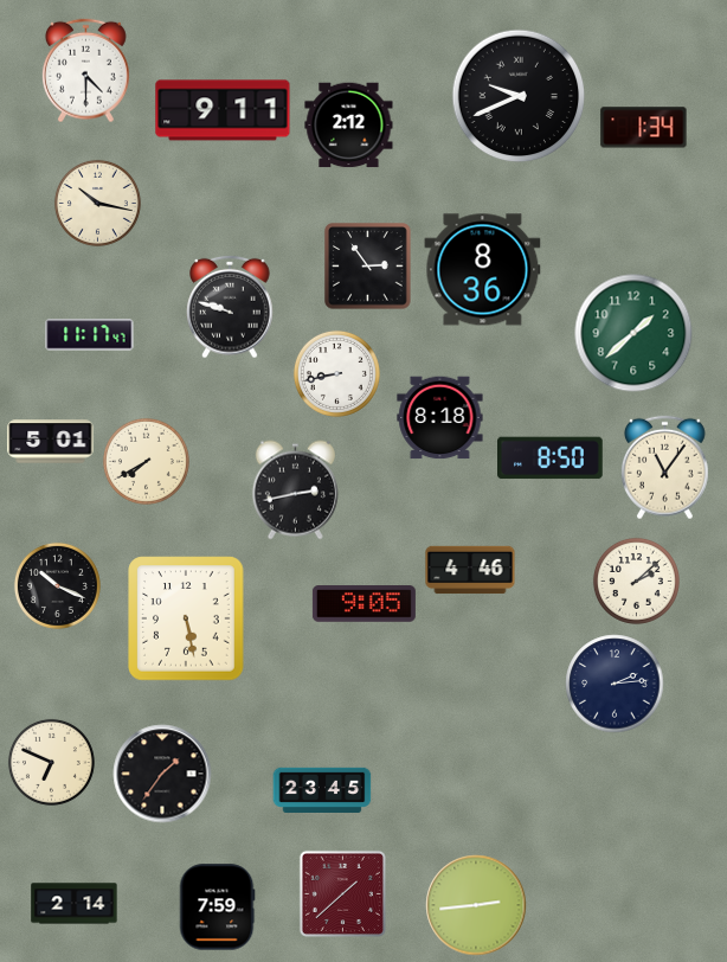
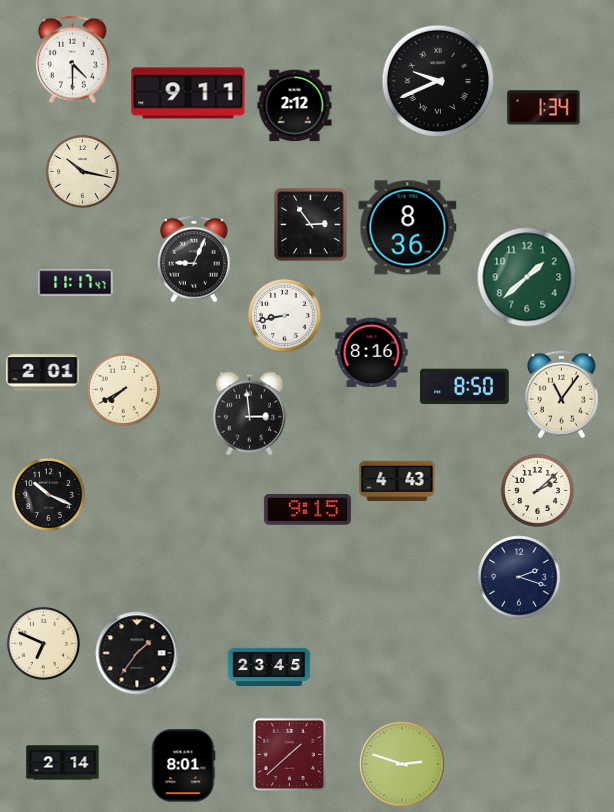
clock at (230, 307): 9:48 -> 9:04
clock at (633, 333) position: (633, 333) -> (527, 277)
clock at (440, 418): 8:18 -> 8:16
clock at (51, 442): 5:01 -> 2:01
clock at (295, 490): 2:43 -> 2:59
clock at (470, 570): 4:46 -> 4:43
clock at (363, 604): 9:05 -> 9:15
clock at (186, 618): 5:28 -> none
clock at (615, 684): 2:14 -> 2:18
clock at (322, 789) position: (322, 789) -> (269, 666)
clock at (476, 905): 2:44 -> 2:48
clock at (217, 908): 7:59 -> 8:01
